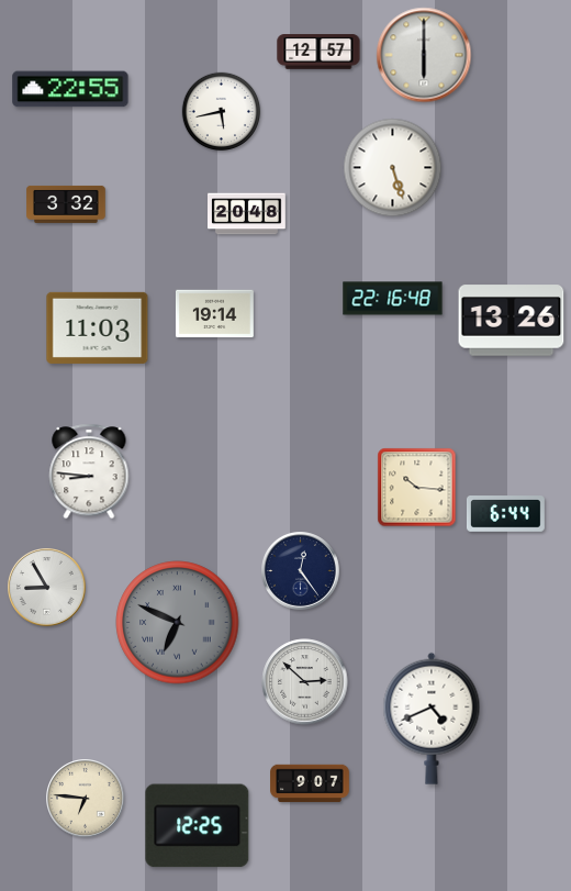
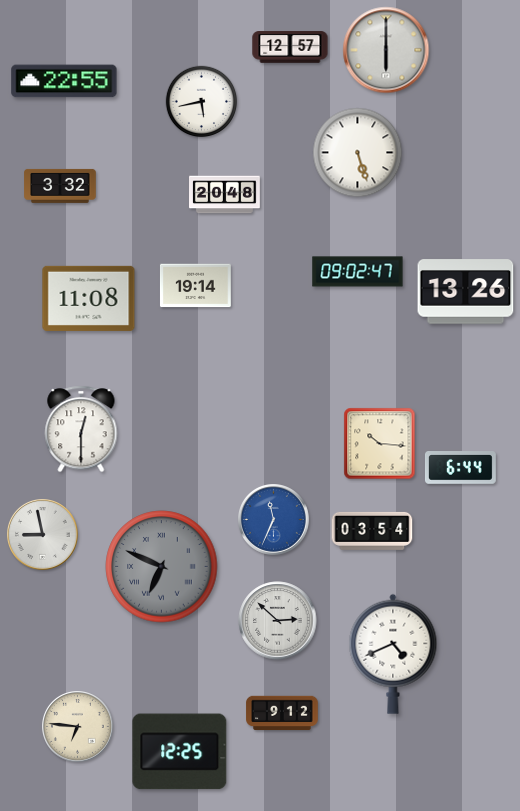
clock at (393, 299): 22:16 -> 09:02
clock at (98, 327): 11:03 -> 11:08
clock at (89, 471): 8:46 -> 12:30
clock at (301, 571): 12:24 -> 11:34
clock at (301, 571) dial: navy -> blue
clock at (372, 531): none -> 03:54
clock at (47, 588): 8:55 -> 8:58
clock at (310, 783): 9:07 -> 9:12
